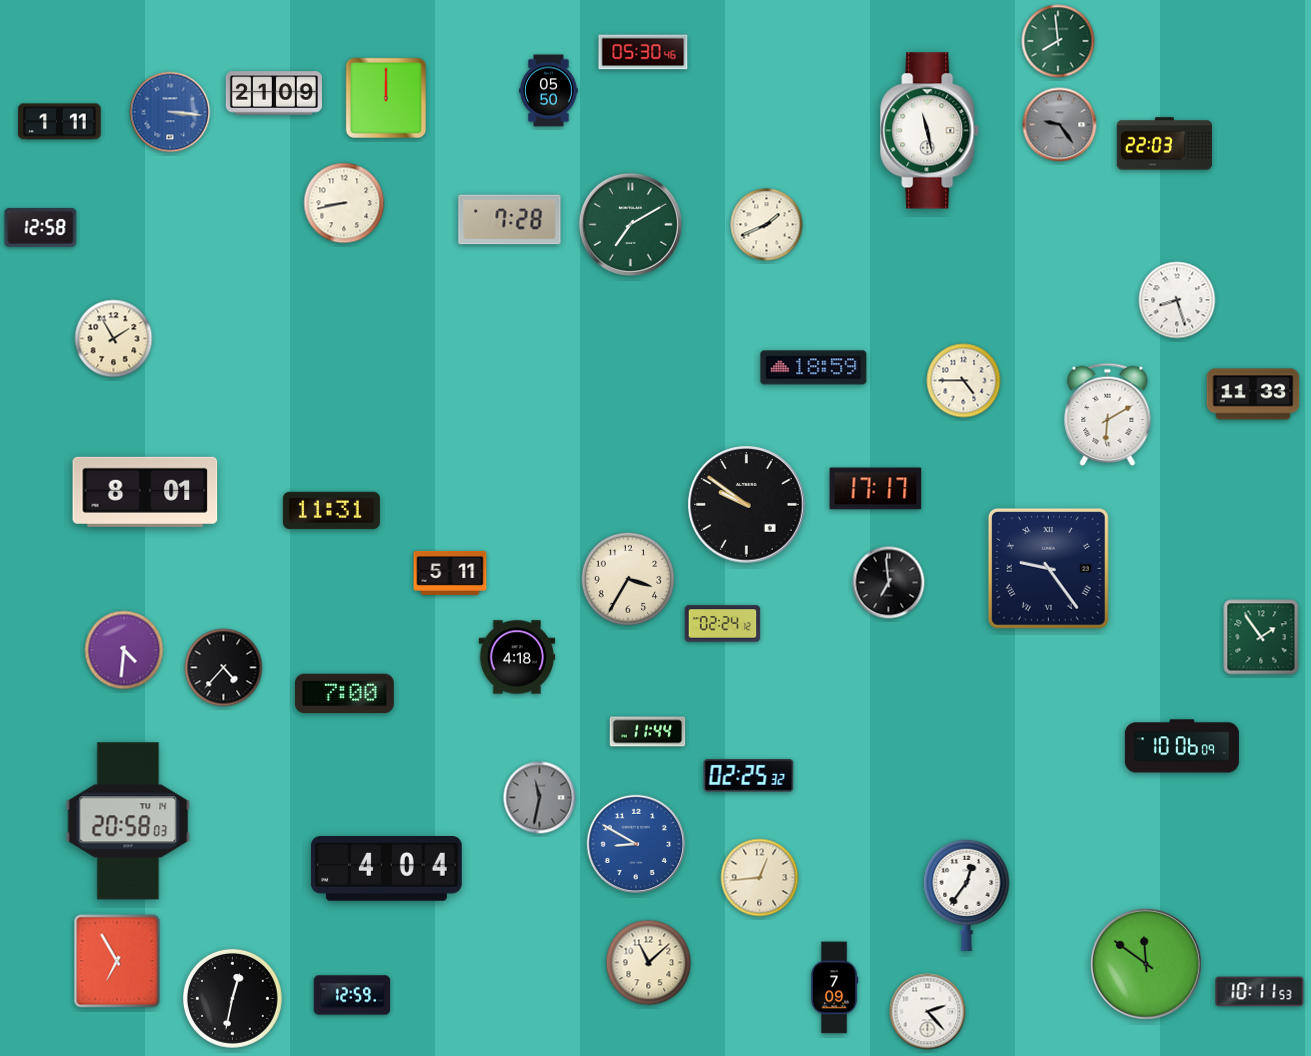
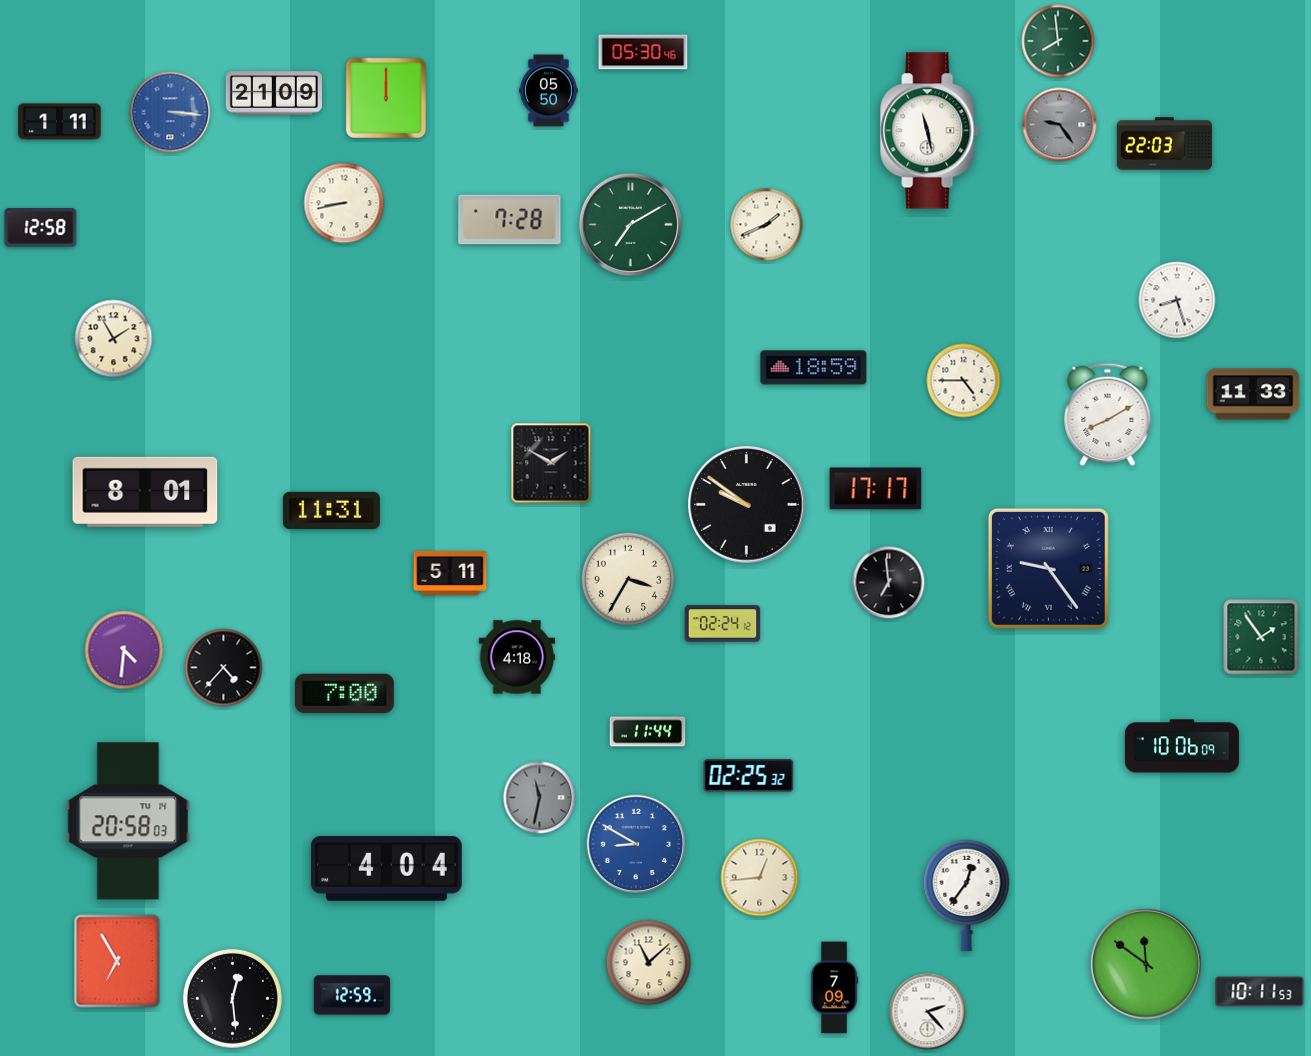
clock at (1108, 414): 6:10 -> 8:10
clock at (551, 463): none -> 1:50
clock at (232, 998): 12:32 -> 12:29
